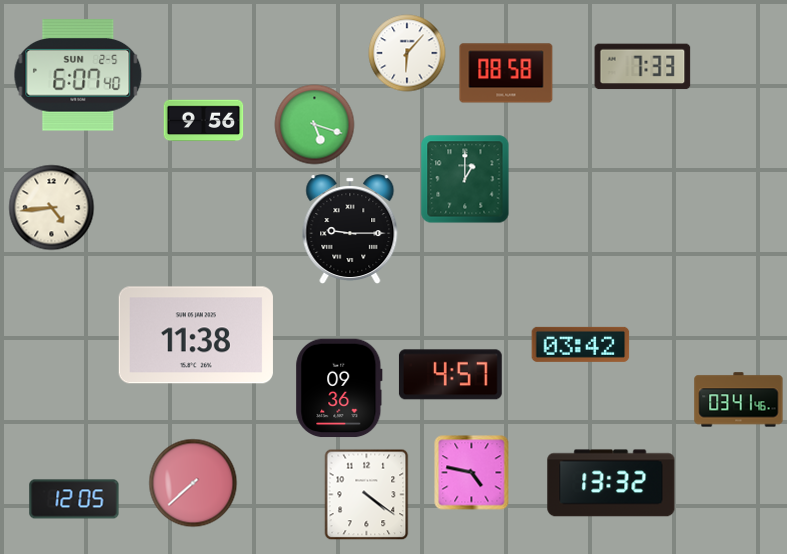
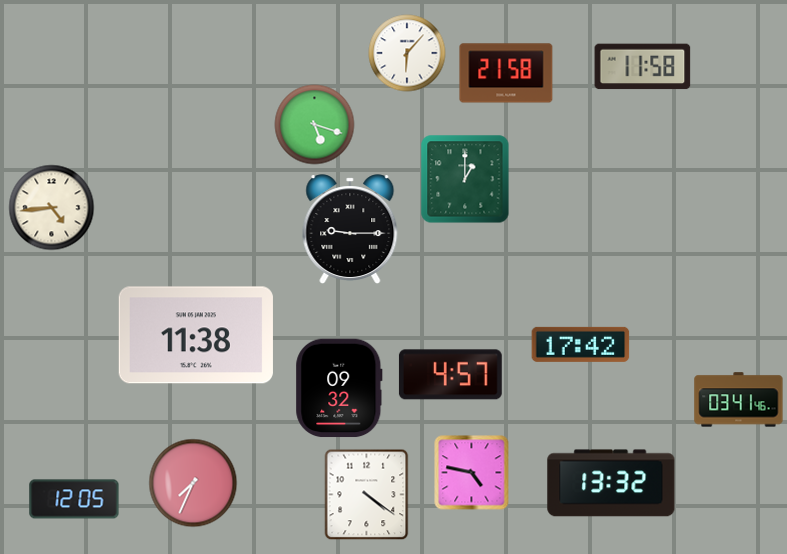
clock at (643, 67): 7:33 -> 11:58
clock at (506, 73): 08:58 -> 21:58
clock at (78, 75): 6:07 -> none
clock at (204, 121): 9:56 -> none
clock at (581, 344): 03:42 -> 17:42
clock at (339, 388): 09:36 -> 09:32
clock at (193, 483): 7:38 -> 7:34
